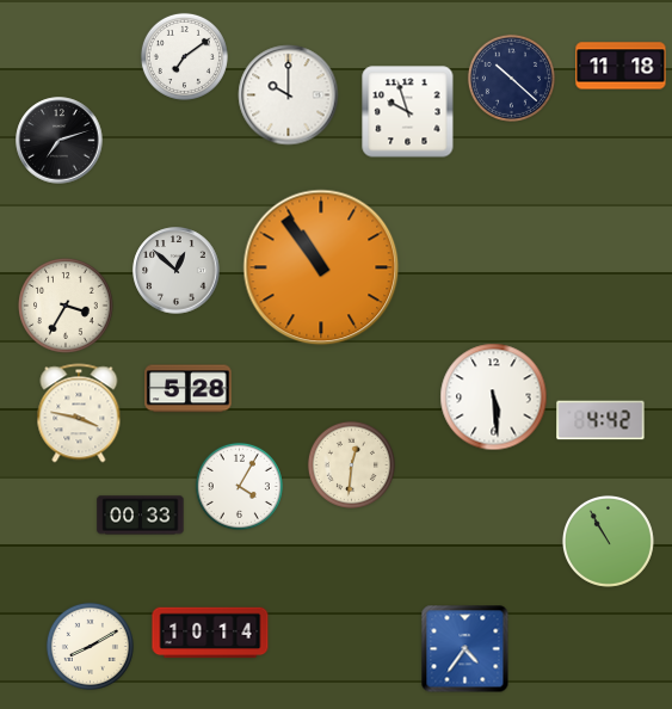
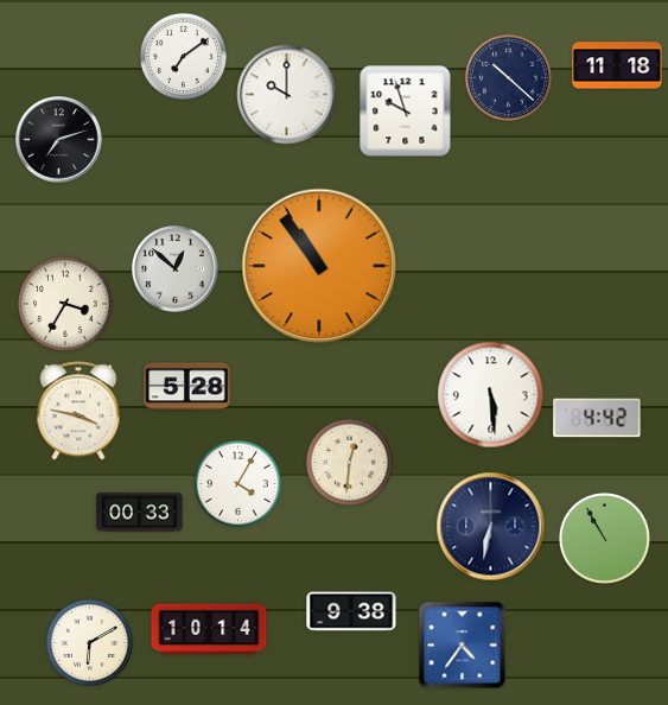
clock at (491, 527): none -> 6:32
clock at (351, 611): none -> 9:38
clock at (90, 646): 8:10 -> 6:10
